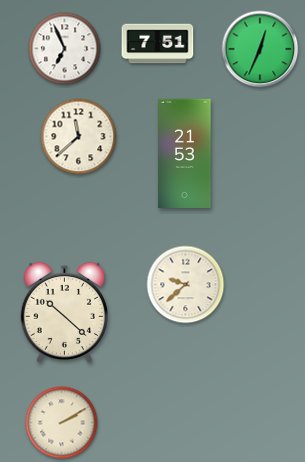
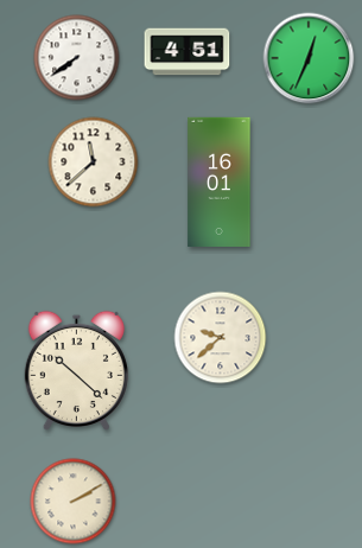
clock at (158, 44): 7:51 -> 4:51
clock at (65, 49): 6:56 -> 7:39
clock at (185, 153): 21:53 -> 16:01
